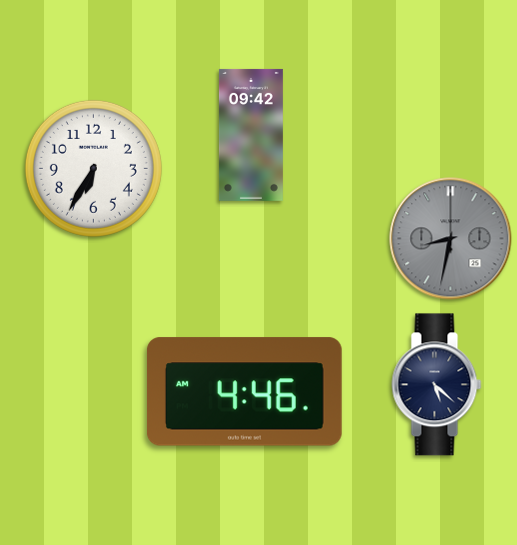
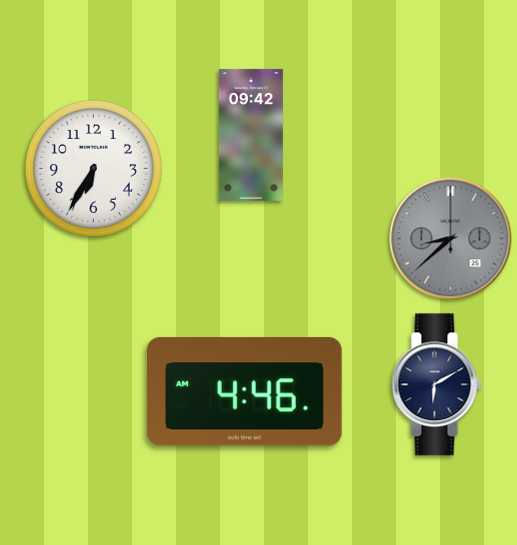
clock at (451, 239): 8:32 -> 8:38
clock at (437, 385): 5:22 -> 6:10
